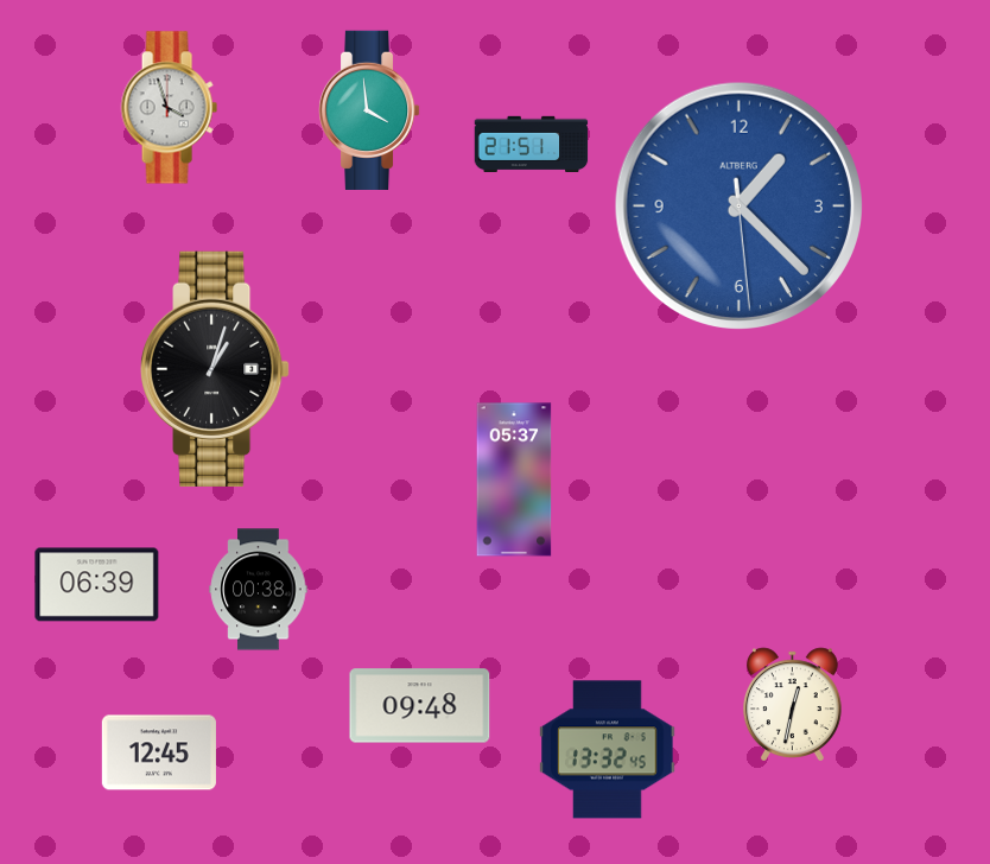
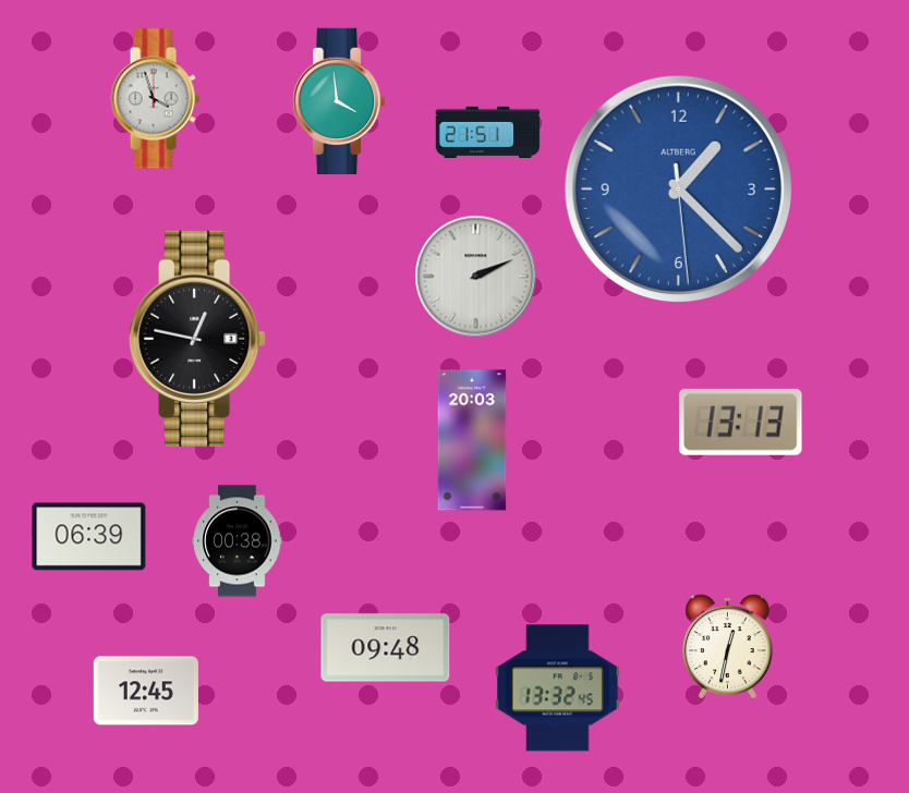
clock at (476, 277): none -> 2:11
clock at (216, 369): 1:03 -> 12:47
clock at (741, 422): none -> 13:13
clock at (514, 479): 05:37 -> 20:03
